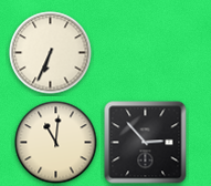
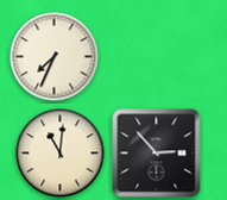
clock at (51, 53): 6:34 -> 7:34
